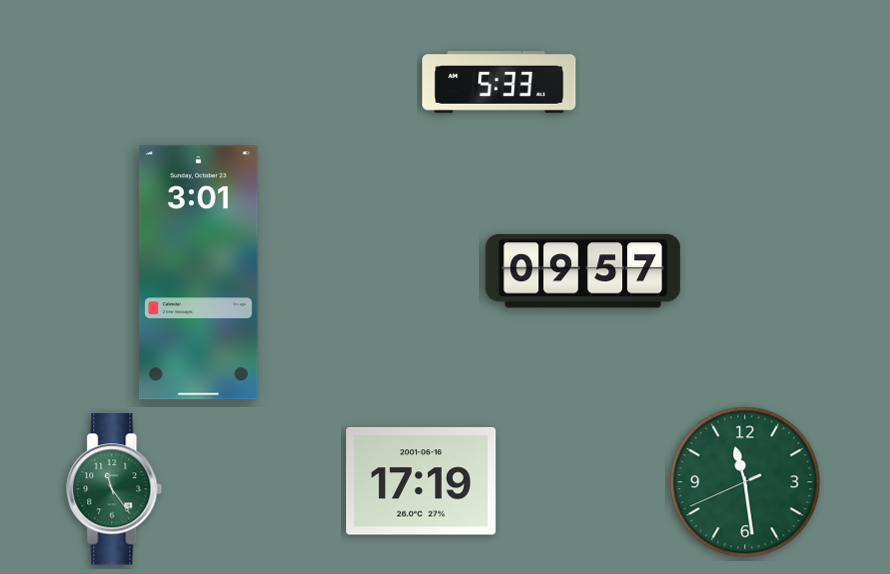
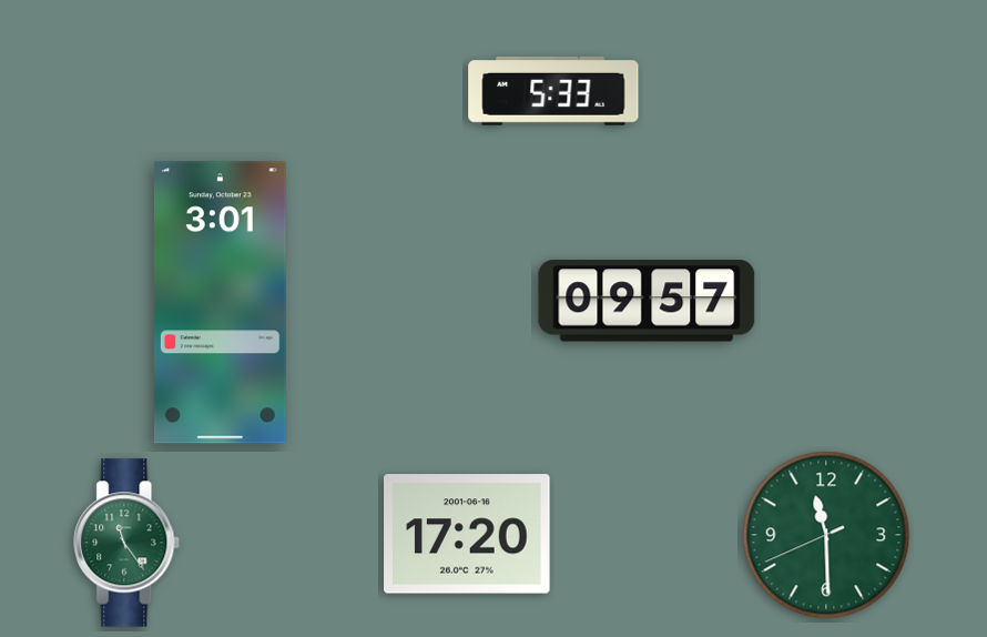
clock at (421, 481): 17:19 -> 17:20
clock at (745, 482): 11:28 -> 11:29
